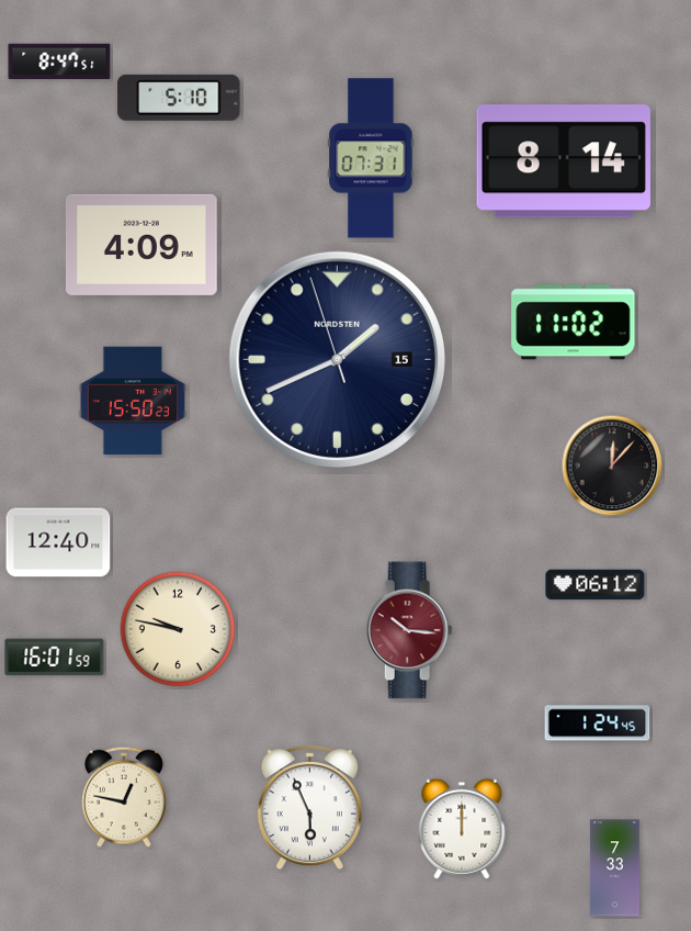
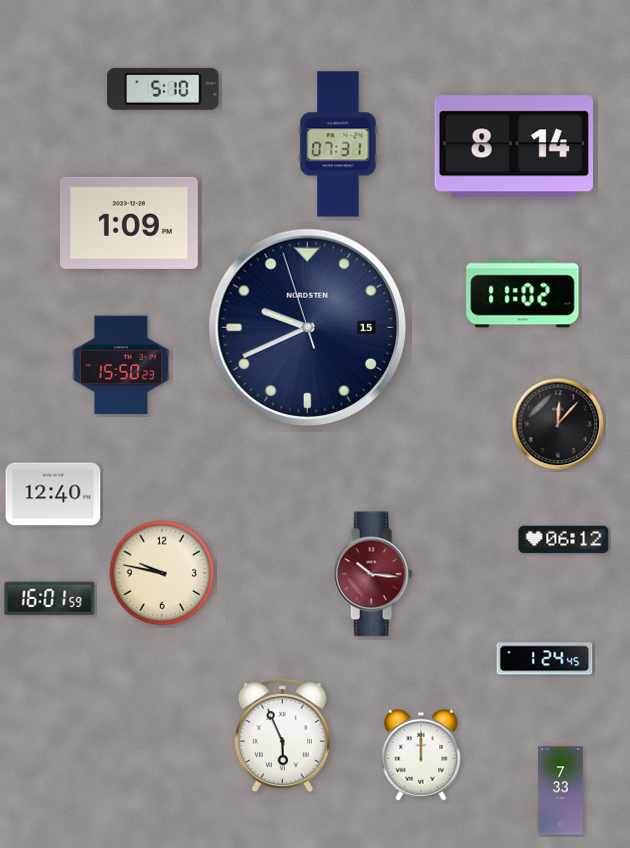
clock at (59, 61): 8:47 -> none
clock at (141, 245): 4:09 -> 1:09
clock at (337, 359): 1:40 -> 9:40
clock at (596, 585) position: (596, 585) -> (564, 540)
clock at (124, 797): 12:47 -> none
